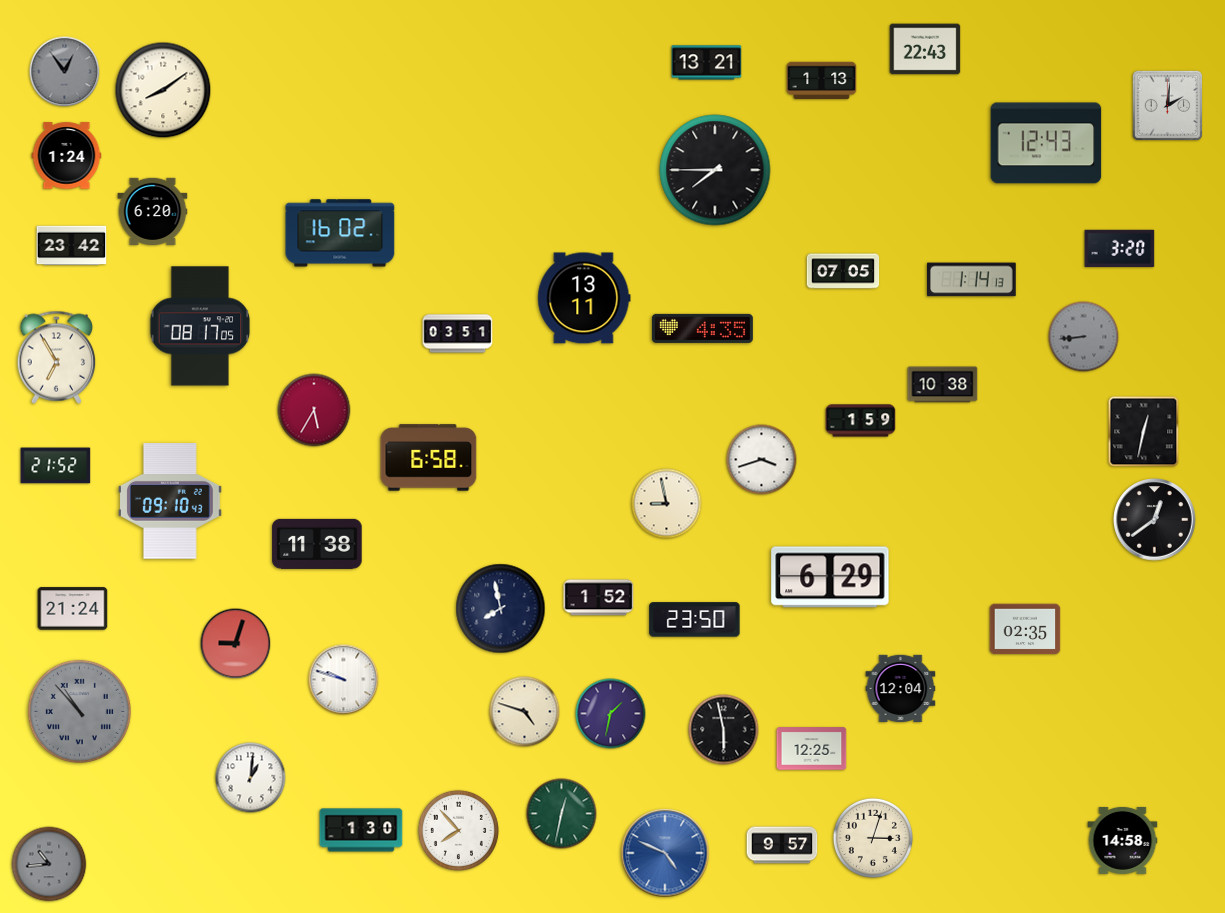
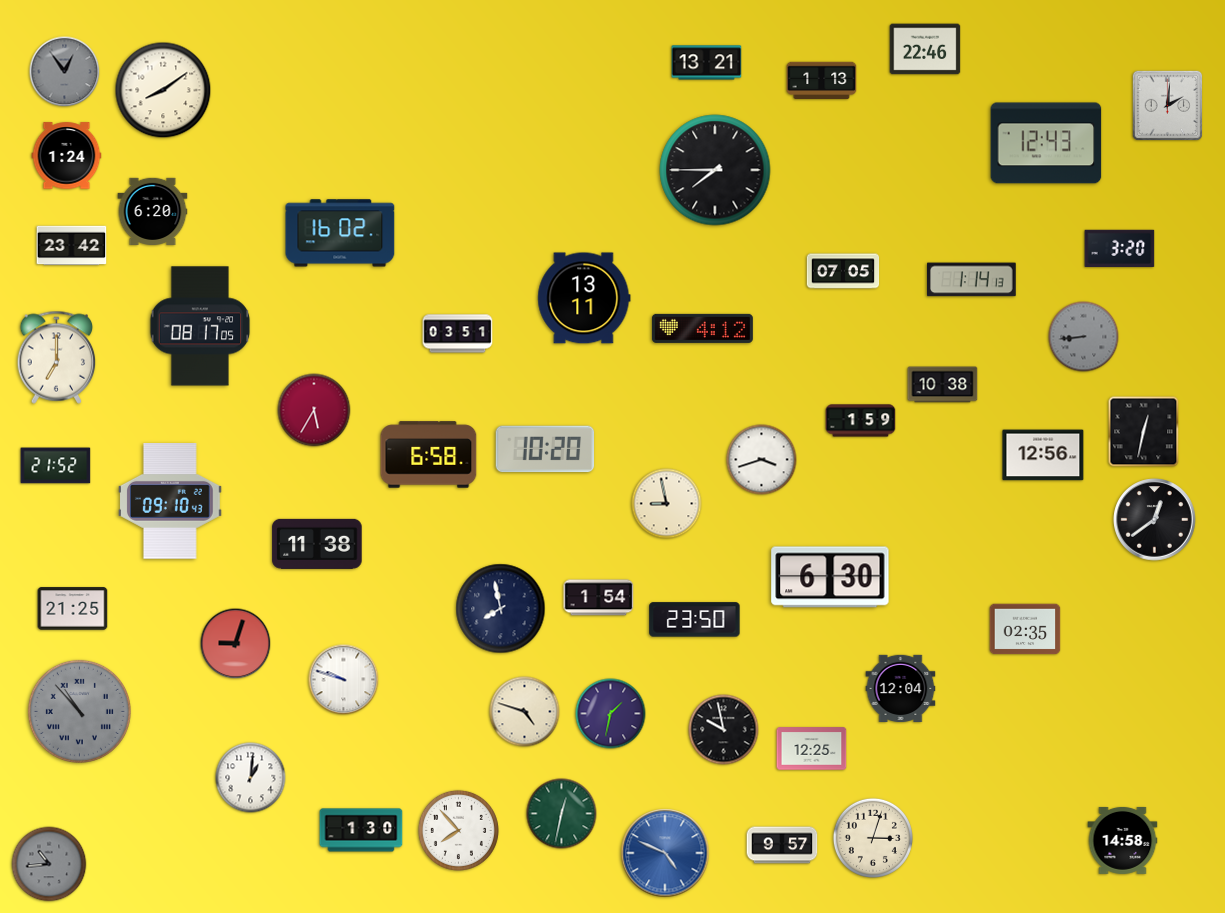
clock at (925, 49): 22:43 -> 22:46
clock at (702, 328): 4:35 -> 4:12
clock at (57, 357): 6:55 -> 7:00
clock at (545, 449): none -> 10:20
clock at (1043, 455): none -> 12:56
clock at (429, 458) position: (429, 458) -> (429, 455)
clock at (830, 577): 6:29 -> 6:30
clock at (599, 598): 1:52 -> 1:54
clock at (73, 609): 21:24 -> 21:25
clock at (724, 730): 5:58 -> 9:58
